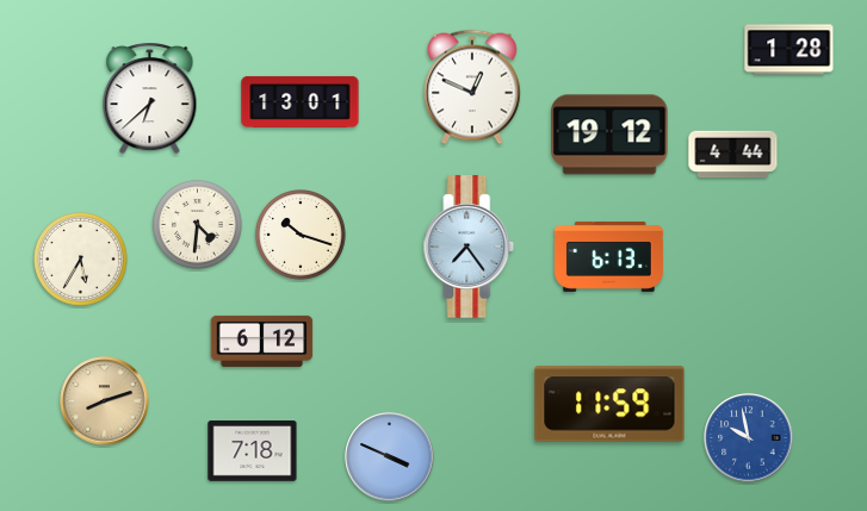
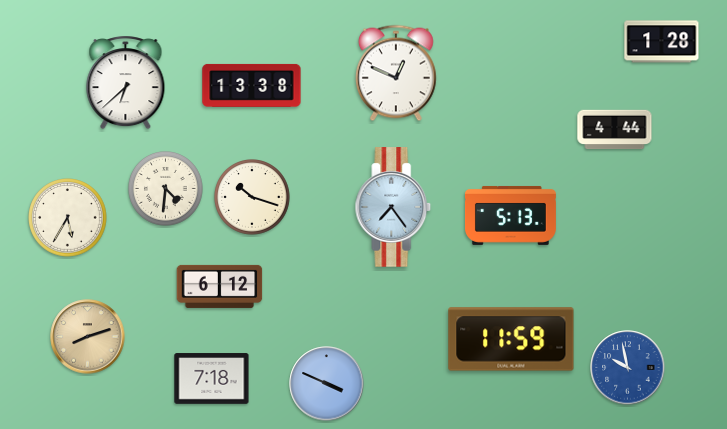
clock at (301, 101): 13:01 -> 13:38
clock at (609, 135): 19:12 -> none
clock at (608, 256): 6:13 -> 5:13
